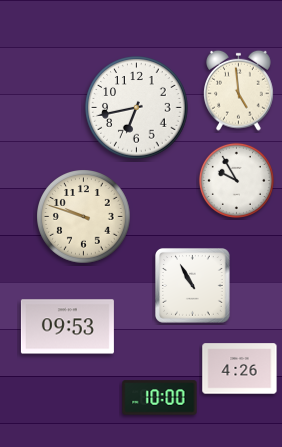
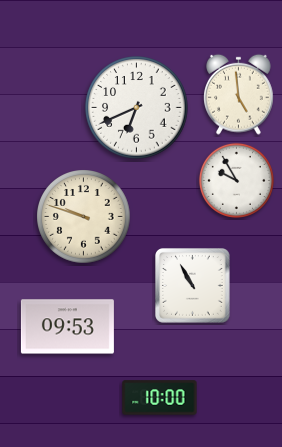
clock at (239, 90) position: (239, 90) -> (239, 94)
clock at (137, 108): 6:43 -> 6:41
clock at (240, 369): 4:26 -> none
